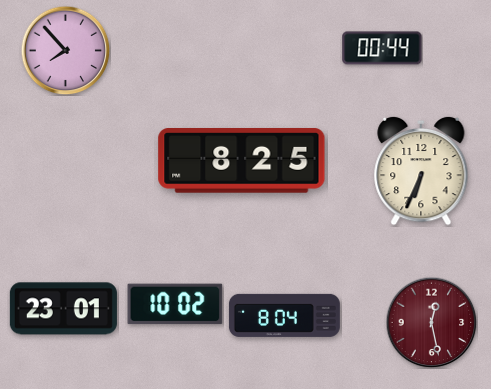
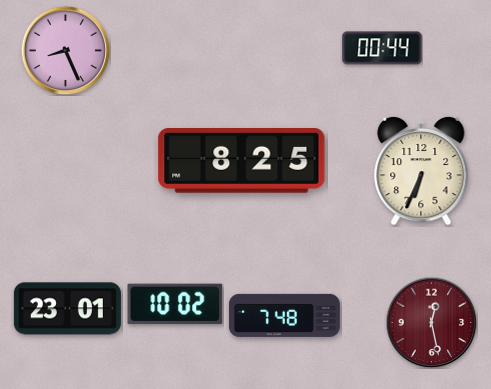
clock at (65, 50): 7:53 -> 8:26
clock at (63, 309) position: (63, 309) -> (67, 309)
clock at (284, 315): 8:04 -> 7:48
